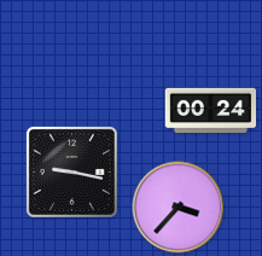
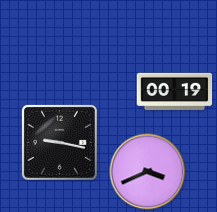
clock at (211, 111): 00:24 -> 00:19
clock at (179, 208): 3:37 -> 3:41
